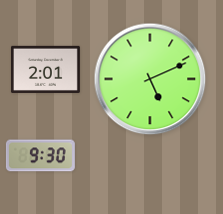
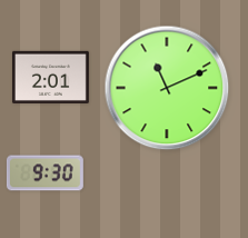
clock at (150, 79): 5:11 -> 11:11
